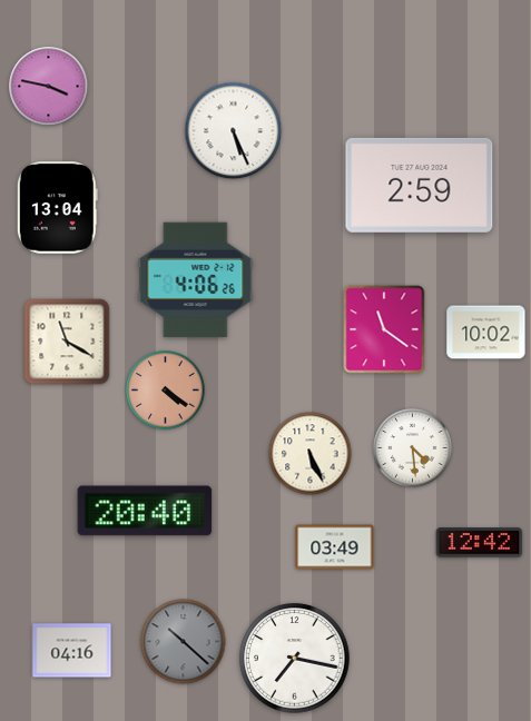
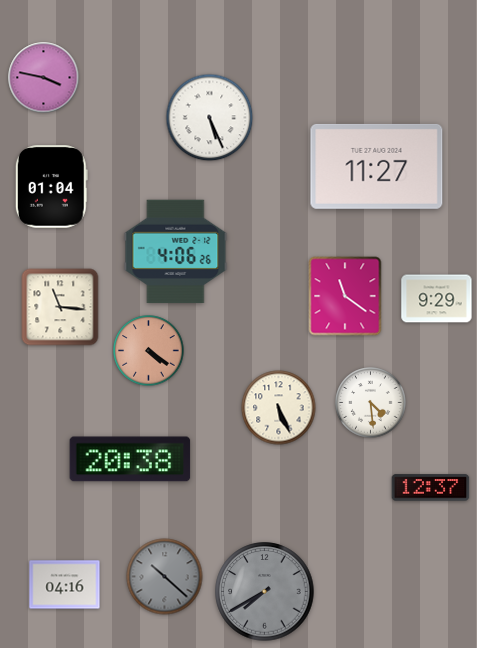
clock at (420, 185): 2:59 -> 11:27
clock at (57, 208): 13:04 -> 01:04
clock at (486, 333): 10:02 -> 9:29
clock at (67, 342): 11:20 -> 11:16
clock at (145, 511): 20:40 -> 20:38
clock at (480, 543): 12:42 -> 12:37
clock at (335, 547): 03:49 -> none
clock at (295, 659): 7:17 -> 7:40
clock at (295, 659) dial: white -> grey
